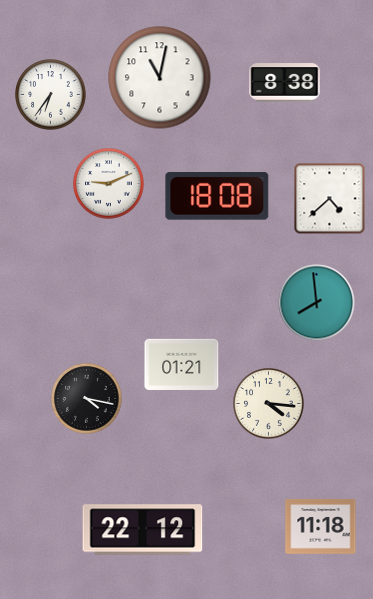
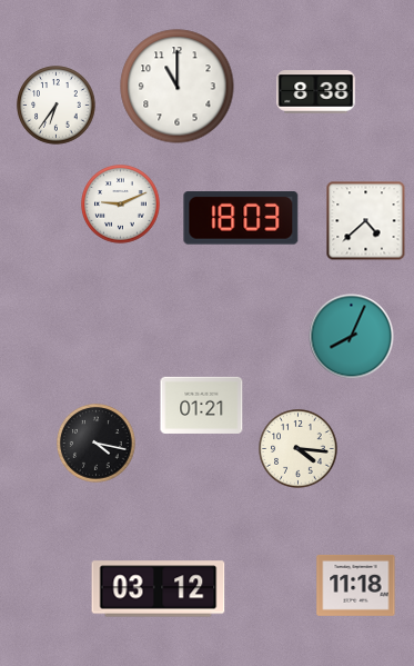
clock at (160, 78): 11:02 -> 11:00
clock at (217, 197): 18:08 -> 18:03
clock at (317, 303): 7:59 -> 8:04
clock at (143, 530): 22:12 -> 03:12
